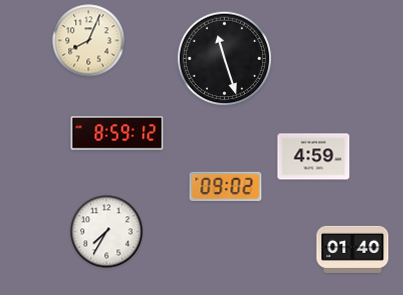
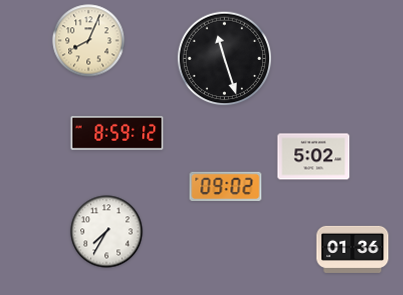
clock at (314, 157): 4:59 -> 5:02
clock at (353, 249): 01:40 -> 01:36
